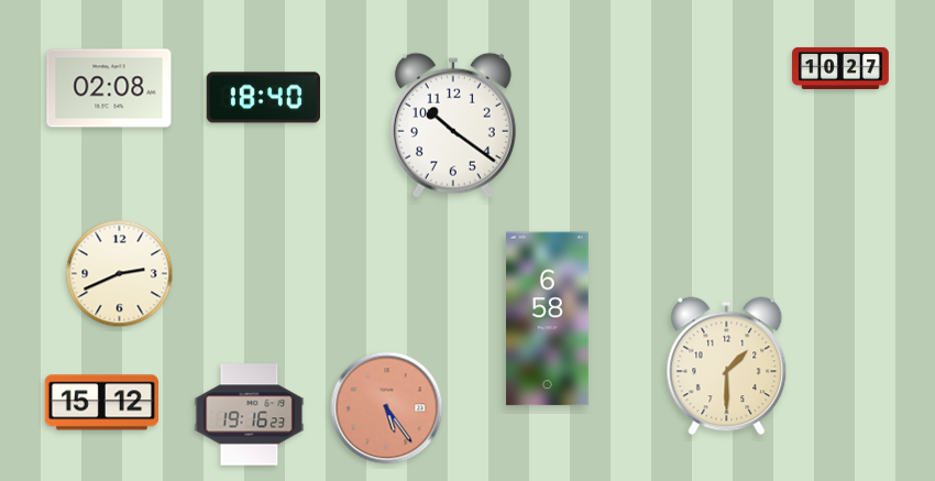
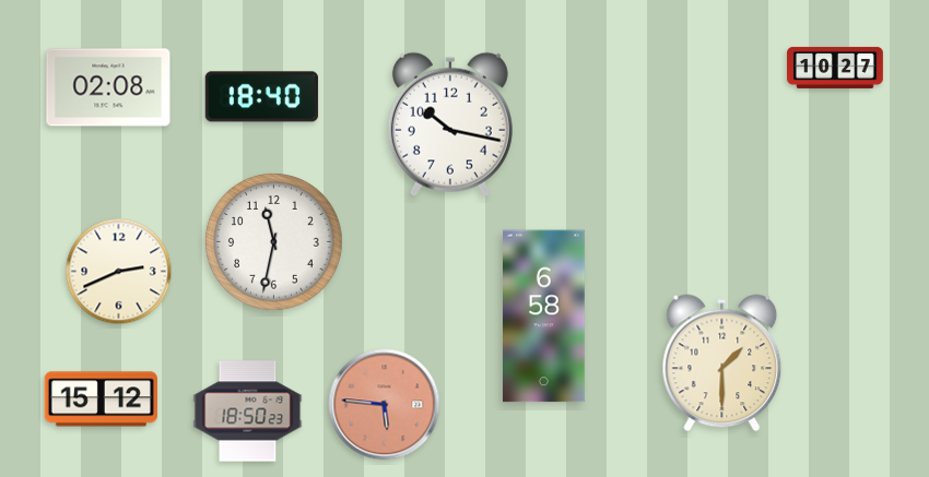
clock at (453, 125): 10:21 -> 10:17
clock at (274, 242): none -> 11:32
clock at (387, 408): 5:24 -> 5:46
clock at (250, 415): 19:16 -> 18:50
